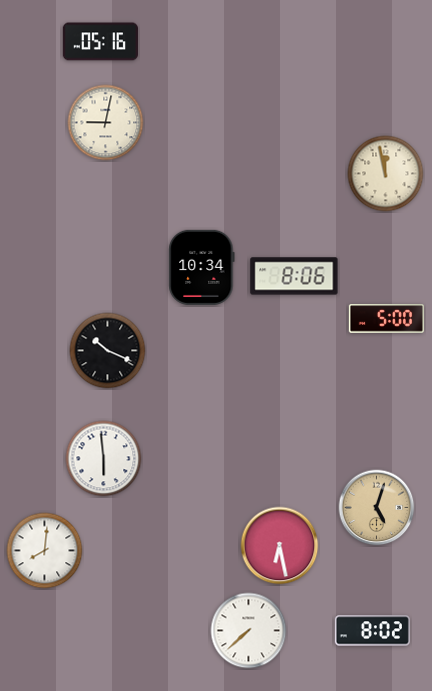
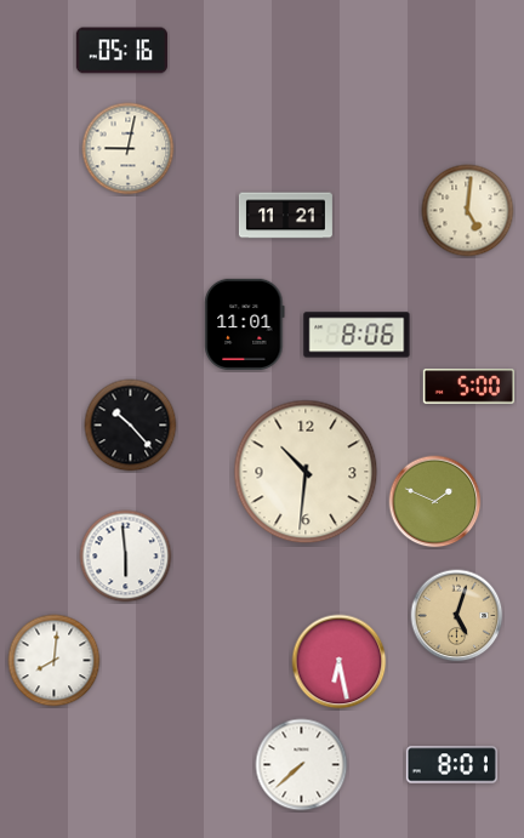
clock at (386, 174): 11:58 -> 5:01
clock at (285, 216): none -> 11:21
clock at (202, 267): 10:34 -> 11:01
clock at (108, 351): 10:19 -> 10:23
clock at (306, 472): none -> 10:31
clock at (435, 502): none -> 1:49
clock at (45, 551) position: (45, 551) -> (55, 661)
clock at (372, 631): 8:02 -> 8:01
